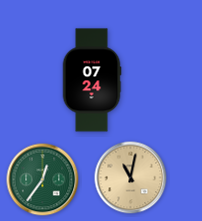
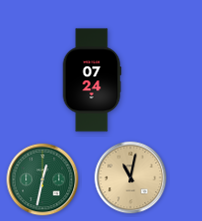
clock at (43, 180): 12:36 -> 12:32
